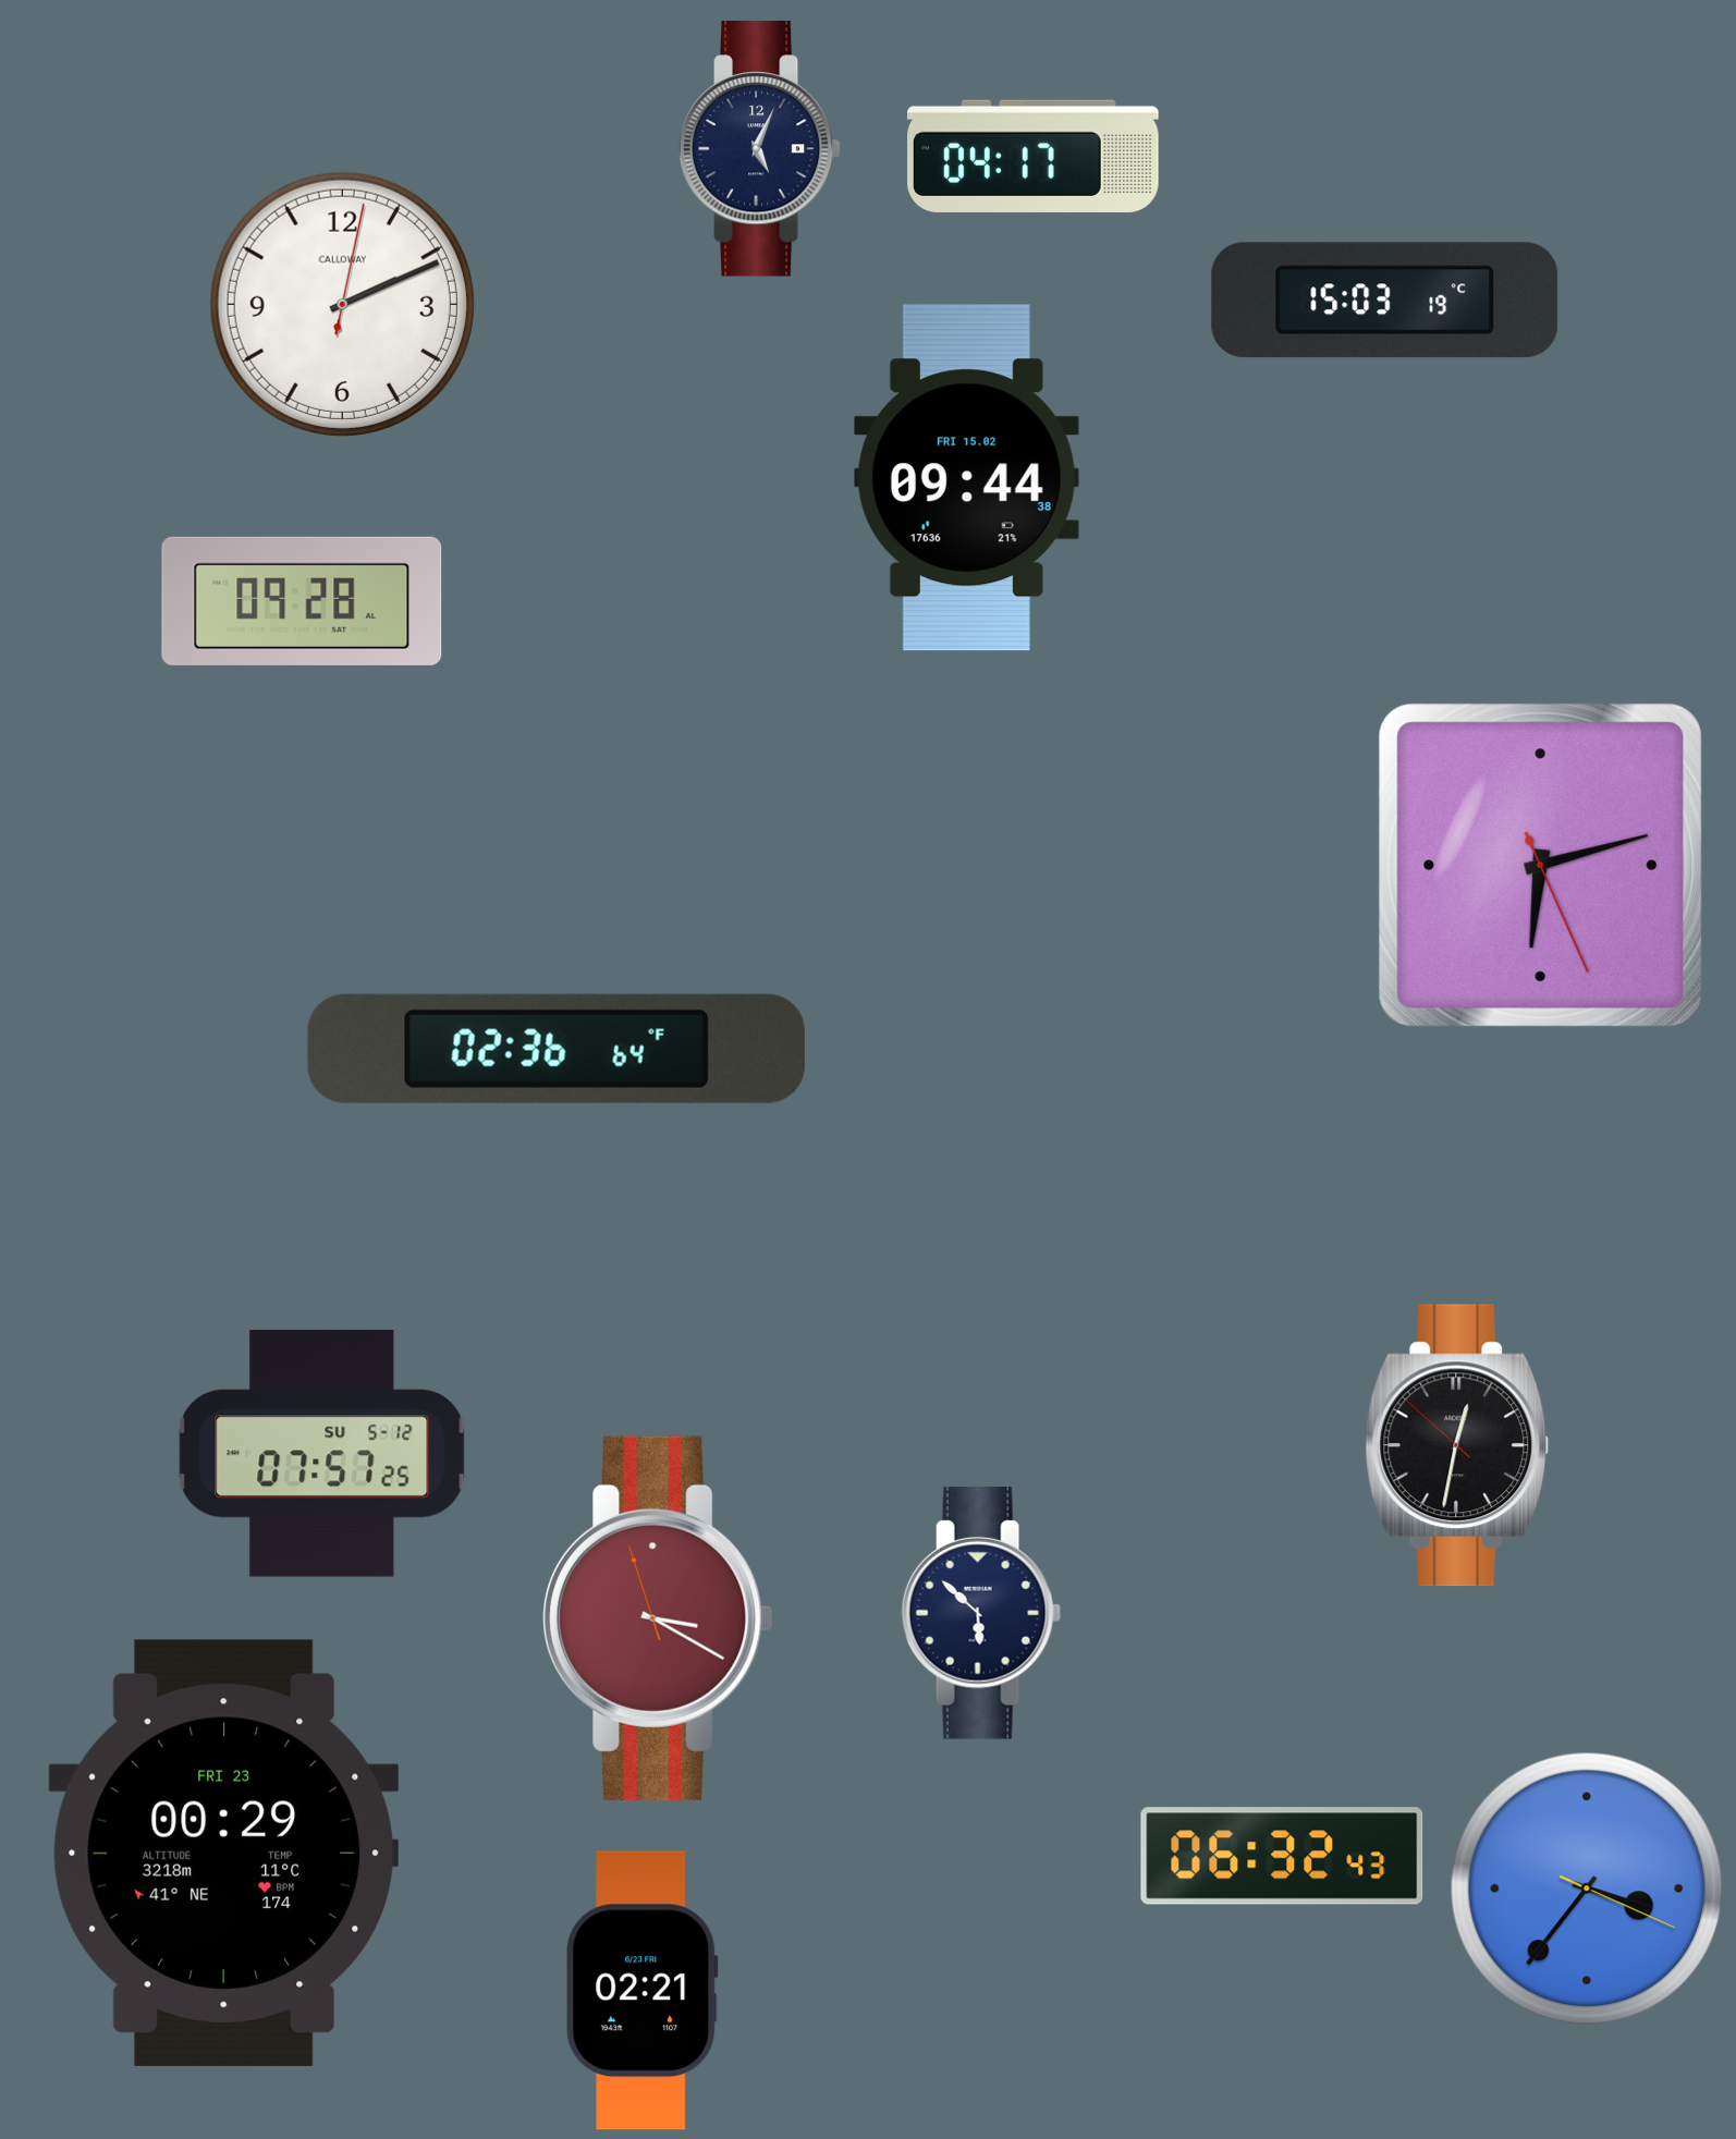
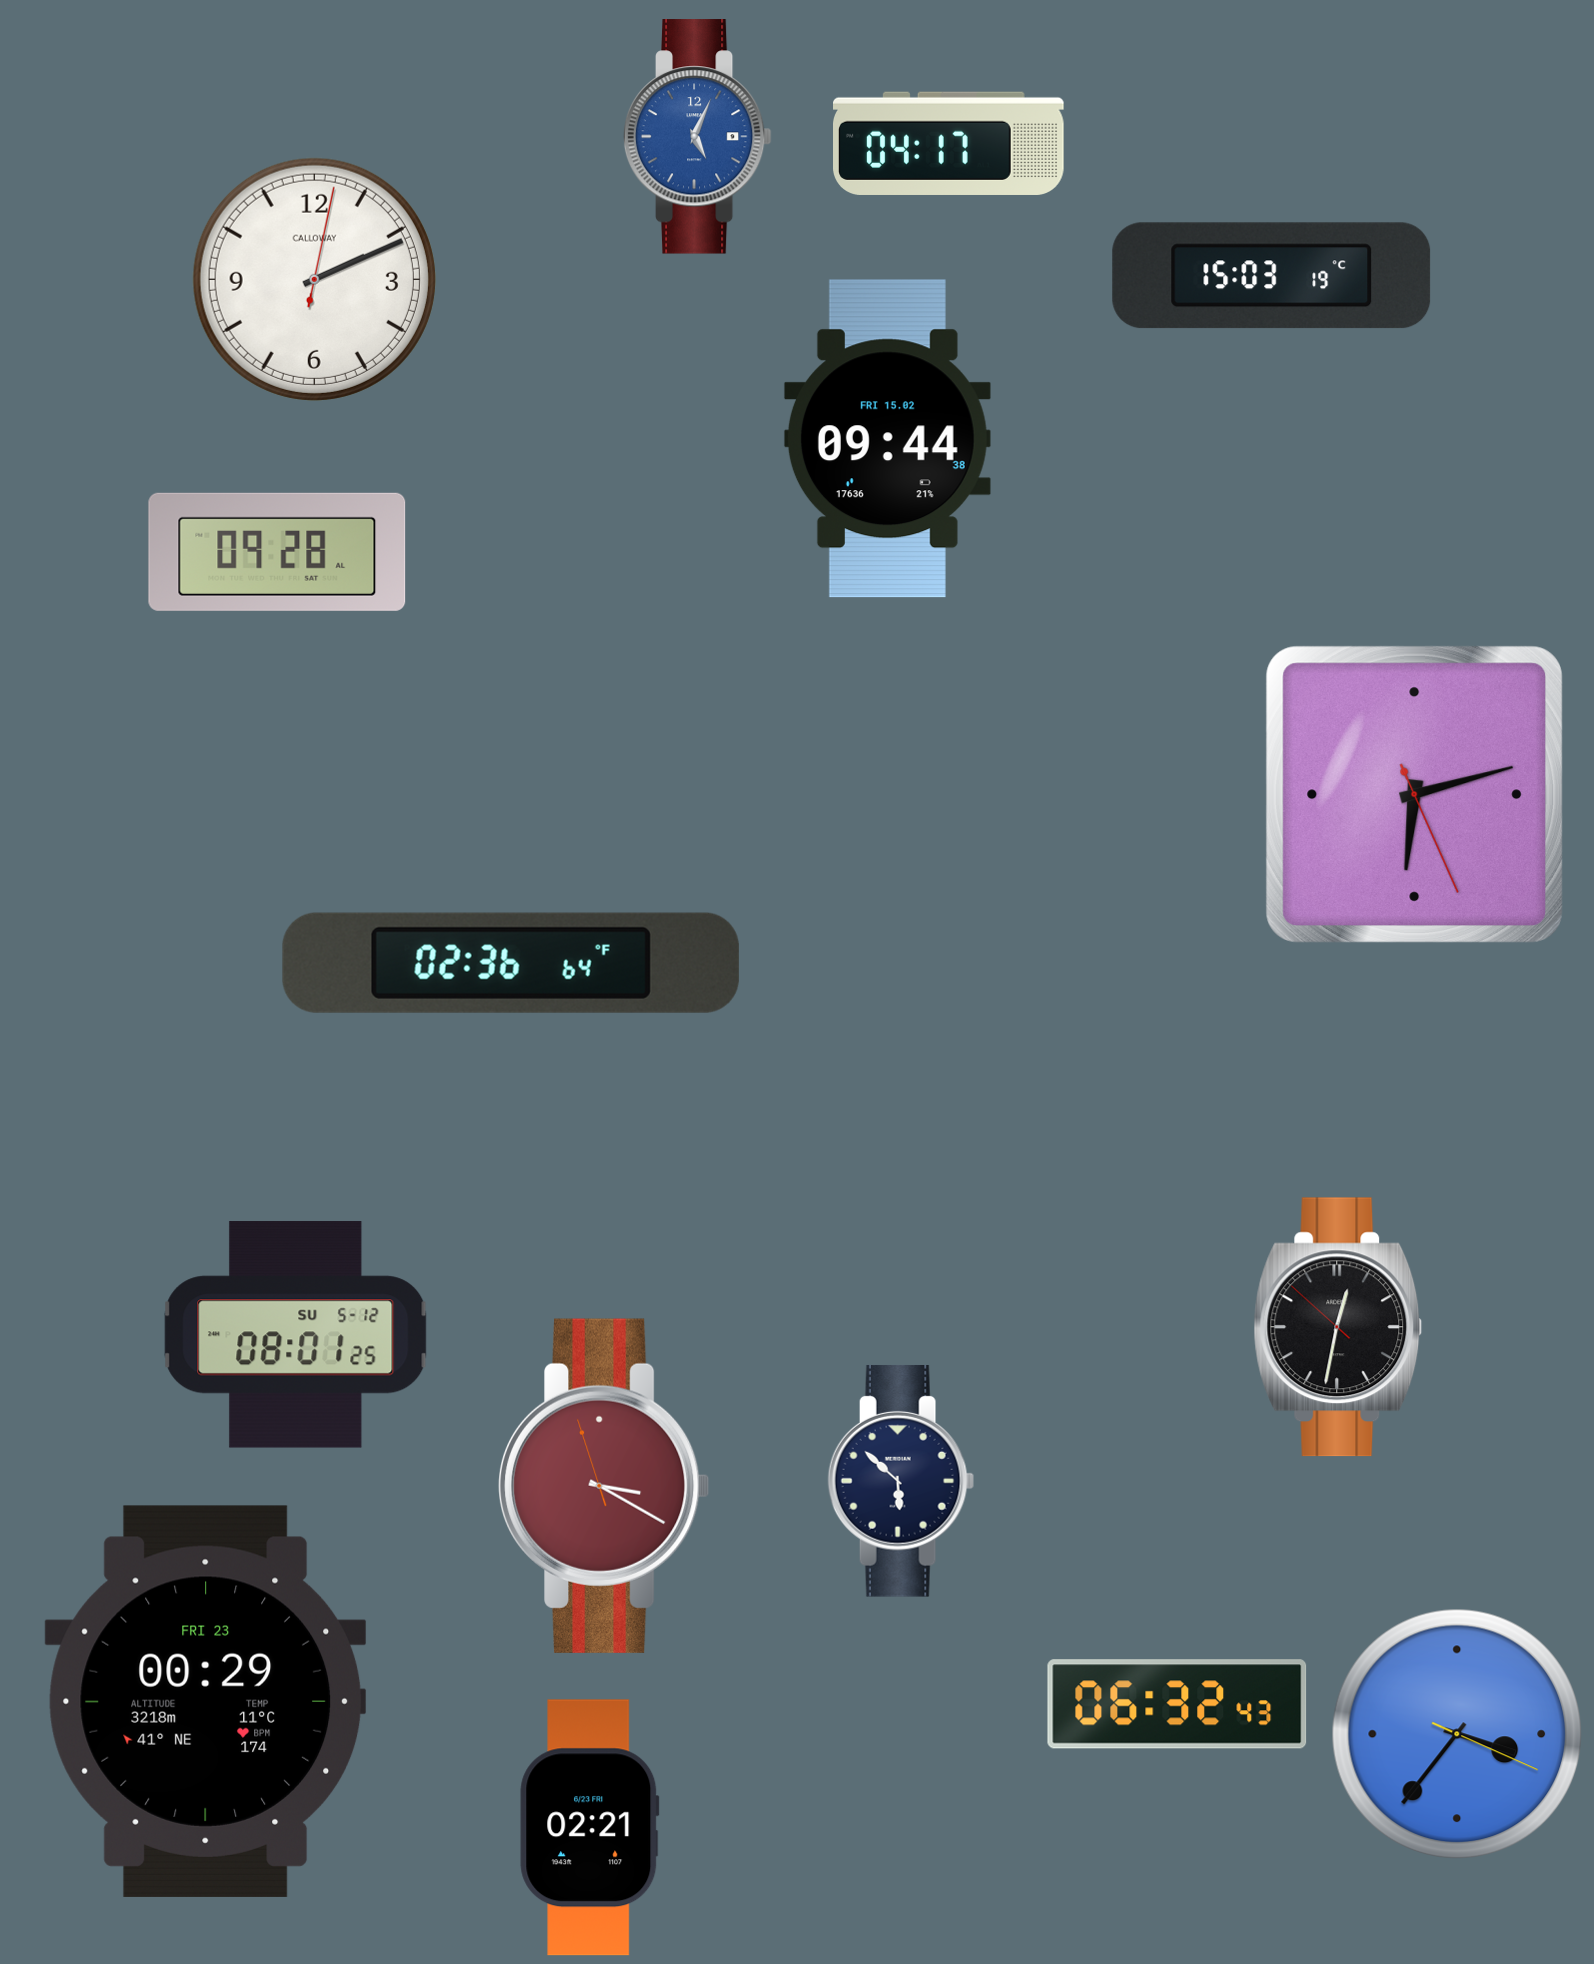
clock at (759, 149) dial: navy -> blue
clock at (322, 1454): 07:57 -> 08:01
